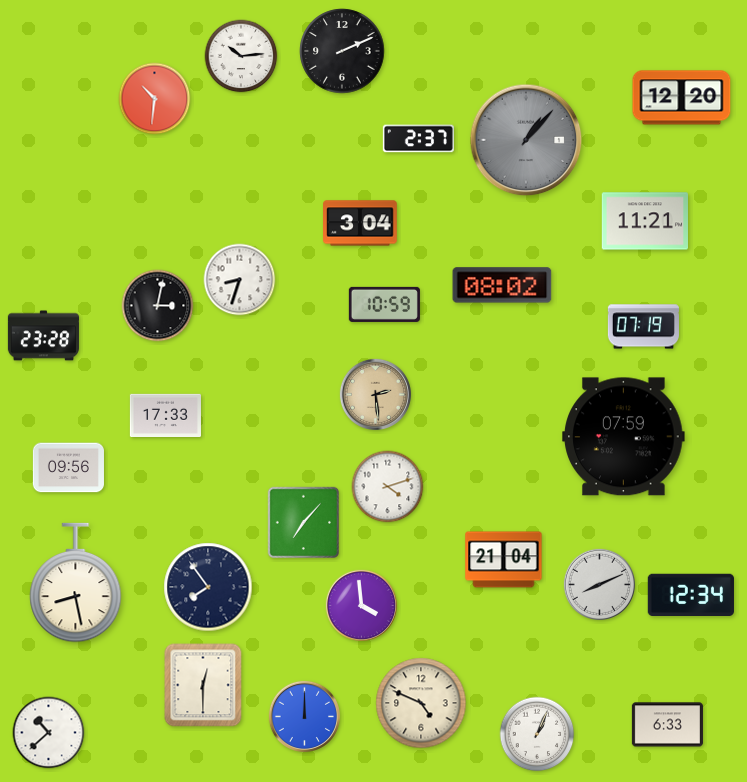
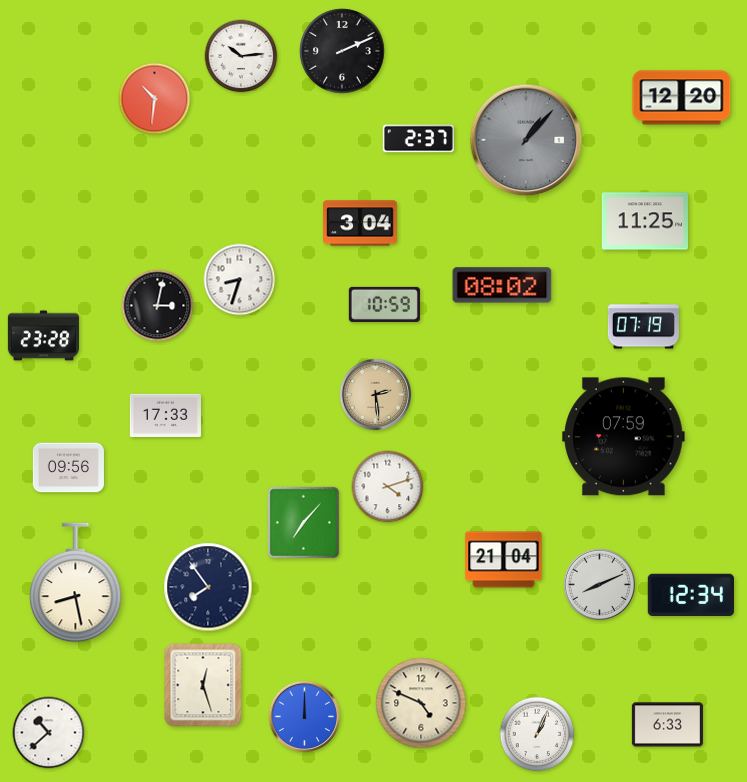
clock at (644, 221): 11:21 -> 11:25
clock at (361, 605): 3:59 -> none
clock at (203, 685): 12:30 -> 12:27
